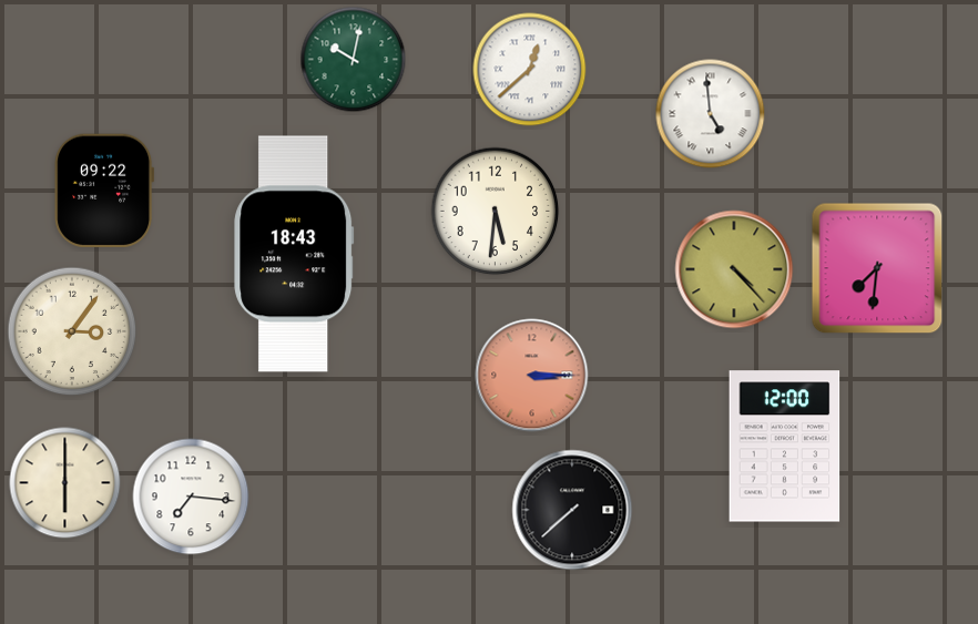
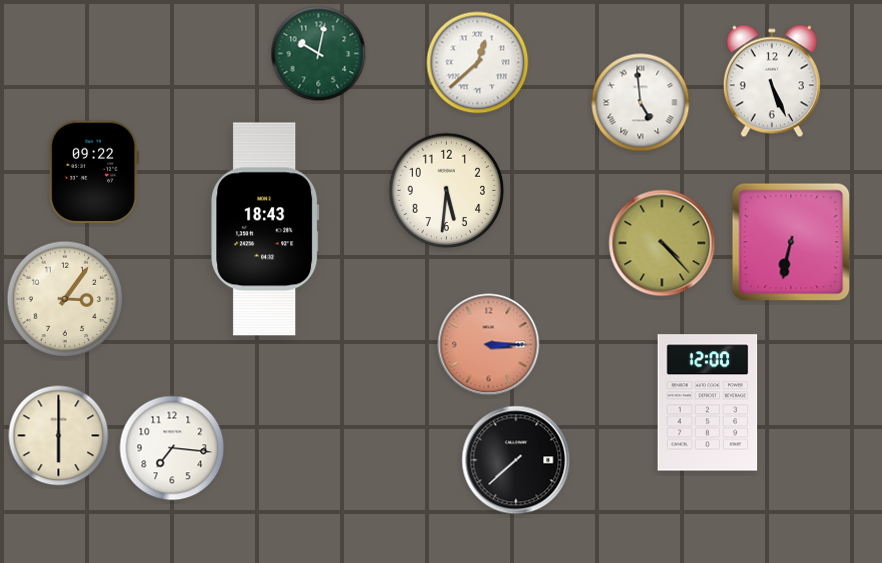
clock at (772, 81): none -> 5:26
clock at (877, 268): 7:31 -> 6:32
clock at (532, 376) position: (532, 376) -> (489, 345)
